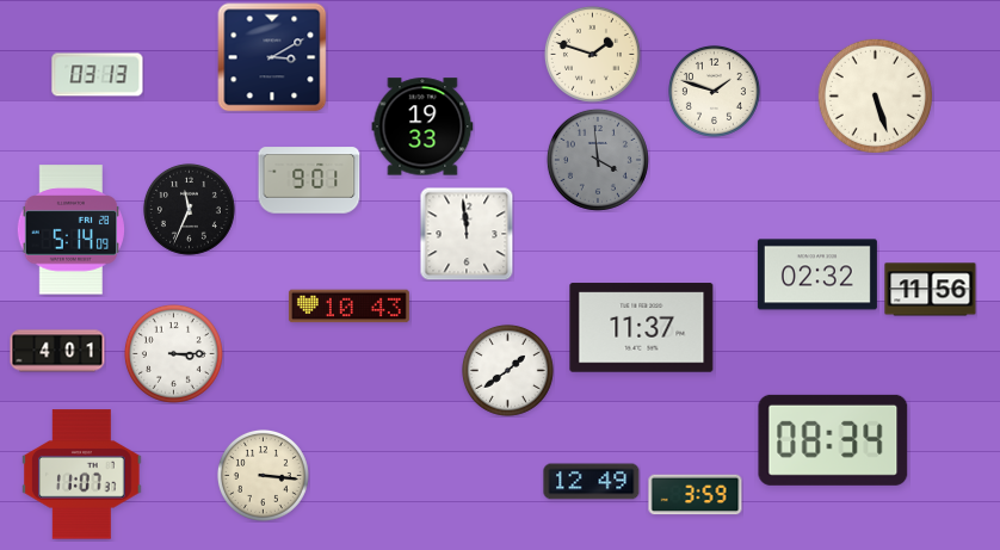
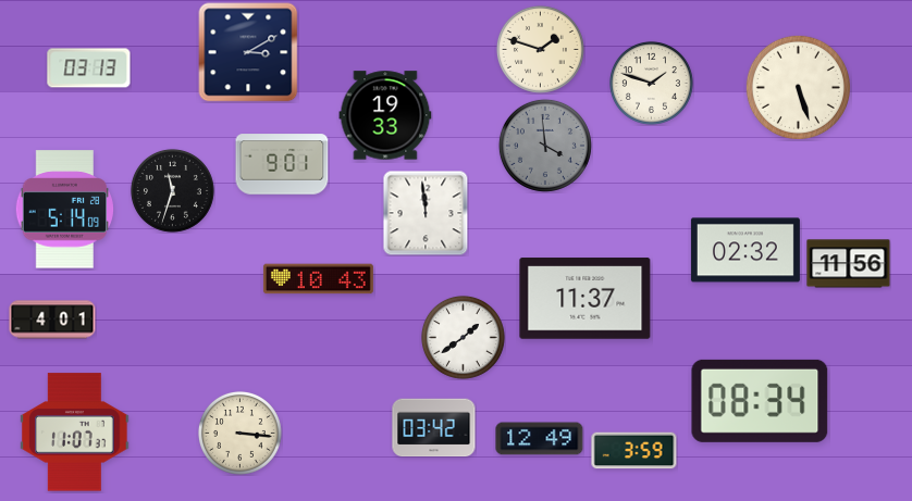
clock at (189, 209): 11:34 -> 11:33
clock at (173, 353): 3:15 -> none
clock at (434, 428): none -> 03:42
